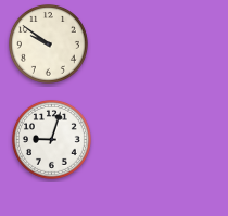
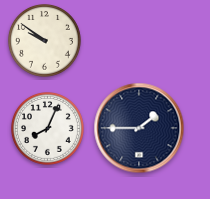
clock at (139, 128): none -> 1:45
clock at (52, 140): 9:03 -> 8:04
